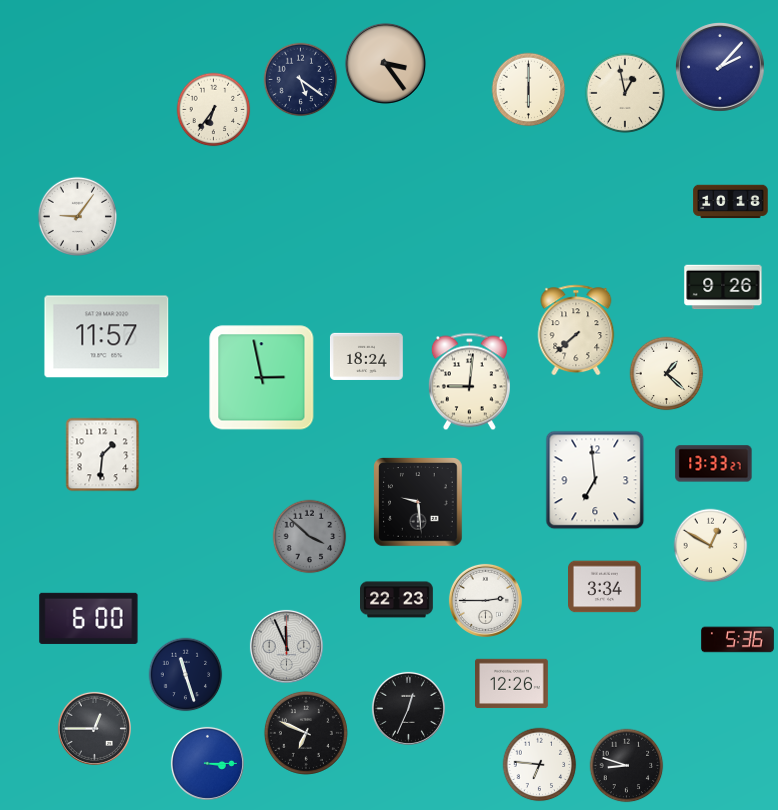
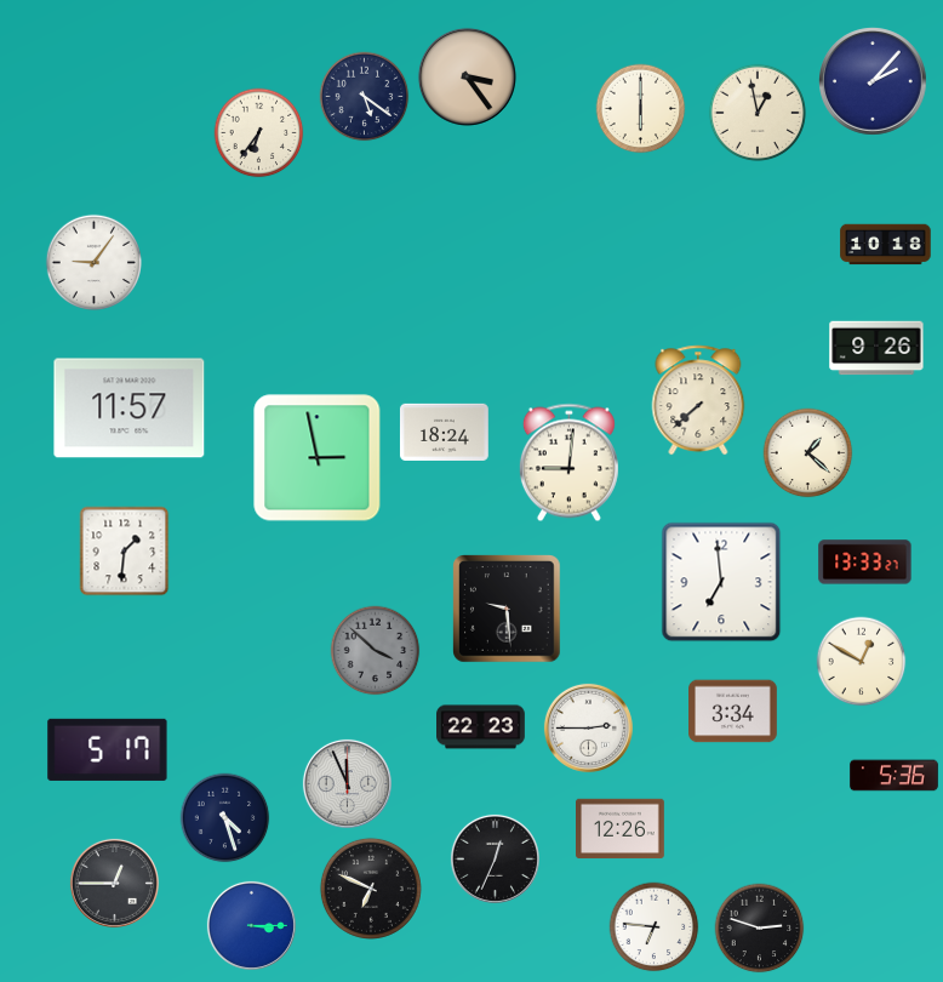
clock at (89, 618): 6:00 -> 5:17
clock at (186, 675): 11:27 -> 4:27
clock at (627, 766): 8:48 -> 2:48
